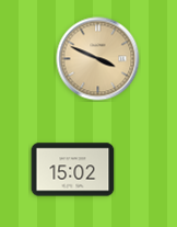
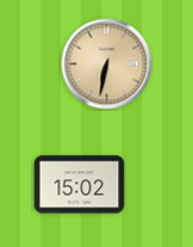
clock at (98, 59): 3:49 -> 6:32
